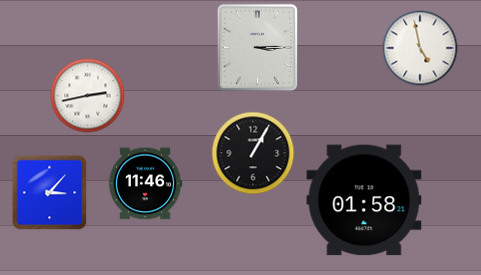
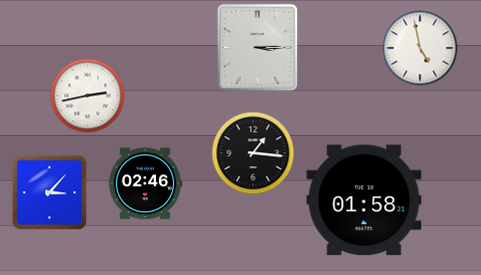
clock at (253, 153): 1:05 -> 1:16
clock at (145, 184): 11:46 -> 02:46
